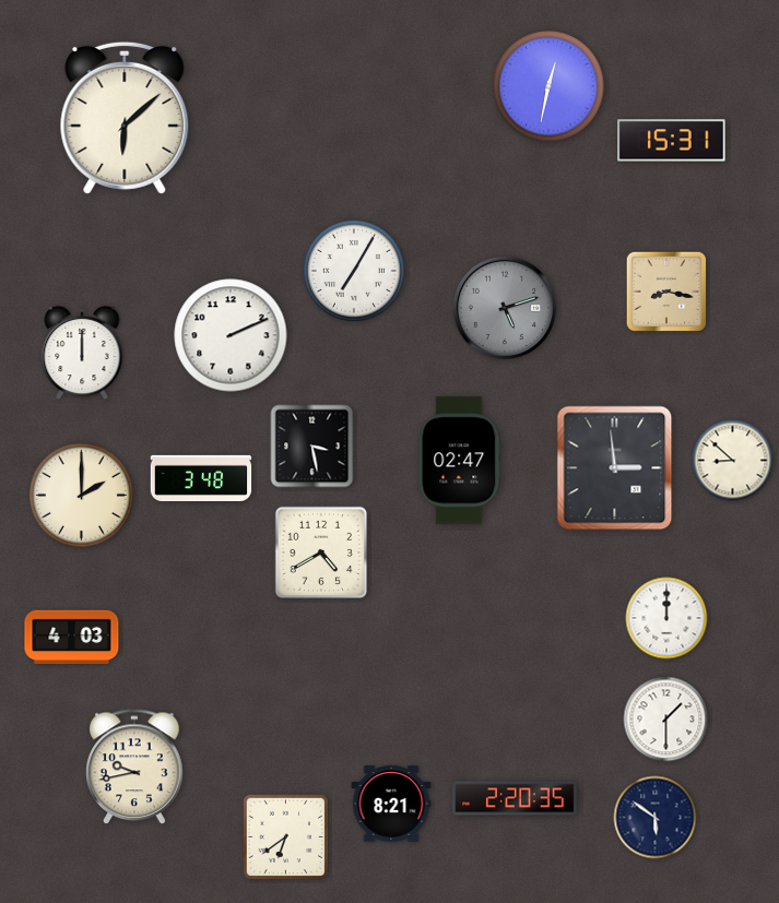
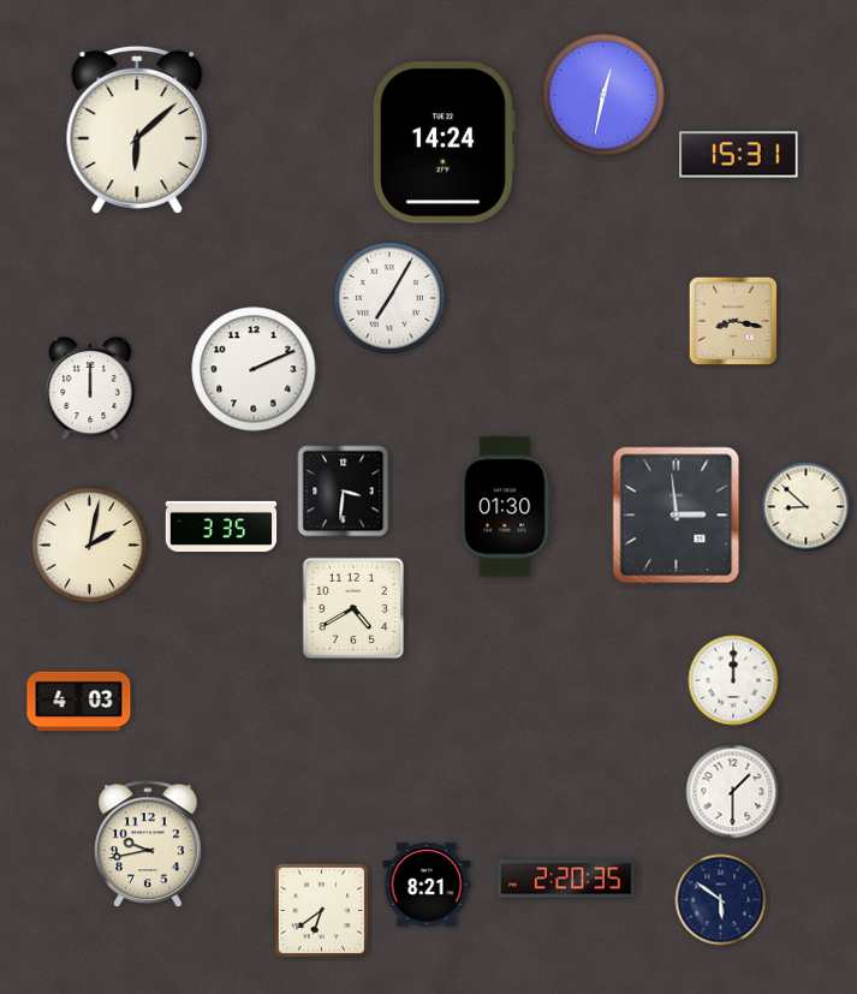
clock at (444, 143): none -> 14:24
clock at (505, 308): 5:12 -> none
clock at (312, 447): 3:28 -> 3:31
clock at (460, 461): 02:47 -> 01:30
clock at (201, 477): 3:48 -> 3:35
clock at (81, 495): 2:00 -> 2:02
clock at (391, 804) position: (391, 804) -> (427, 885)
clock at (285, 836) position: (285, 836) -> (321, 910)
